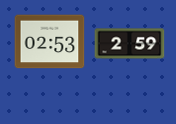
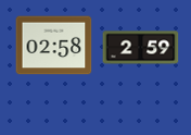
clock at (50, 42): 02:53 -> 02:58
